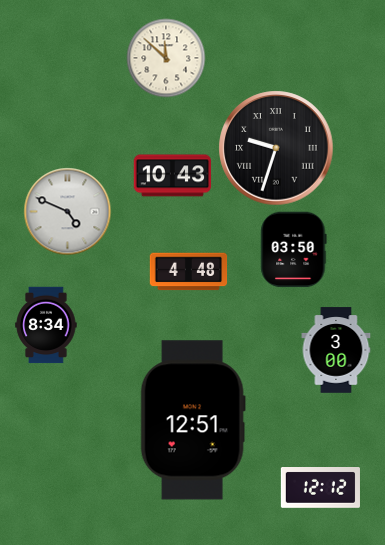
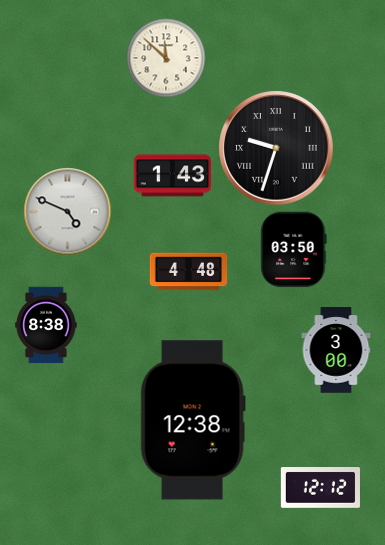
clock at (173, 176): 10:43 -> 1:43
clock at (46, 325): 8:34 -> 8:38
clock at (193, 420): 12:51 -> 12:38
